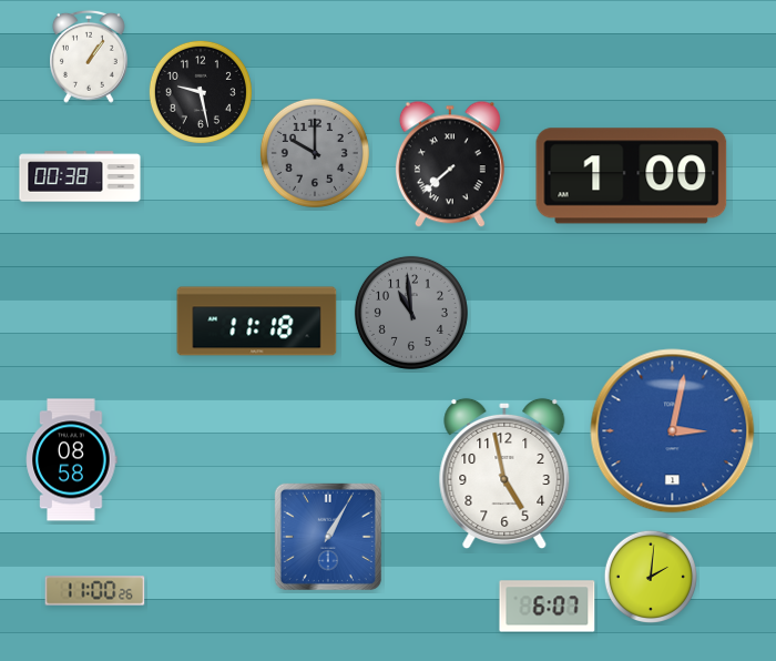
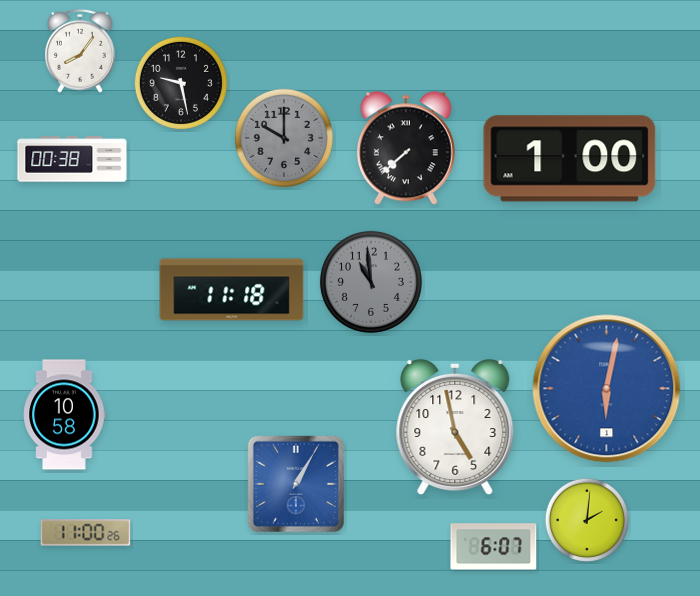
clock at (90, 57): 1:06 -> 8:06
clock at (673, 431): 3:02 -> 6:02
clock at (72, 460): 08:58 -> 10:58
